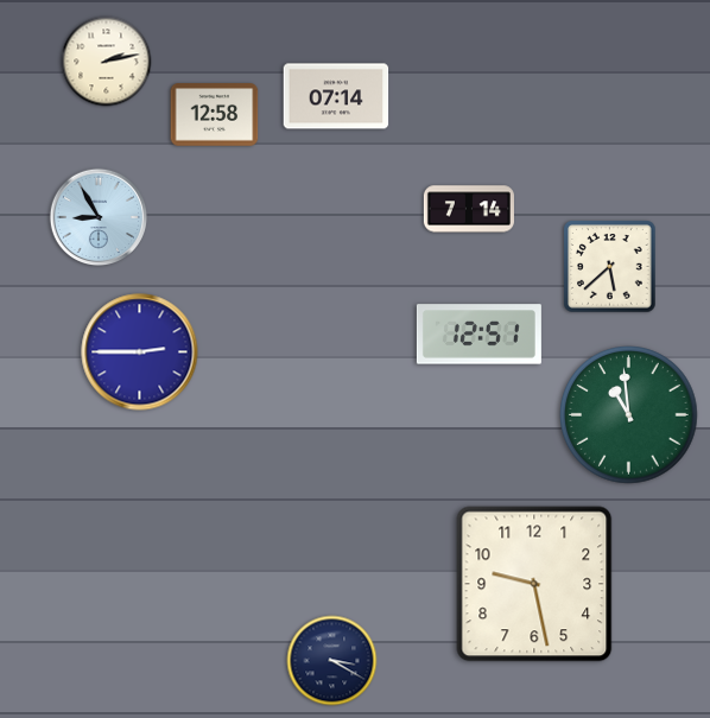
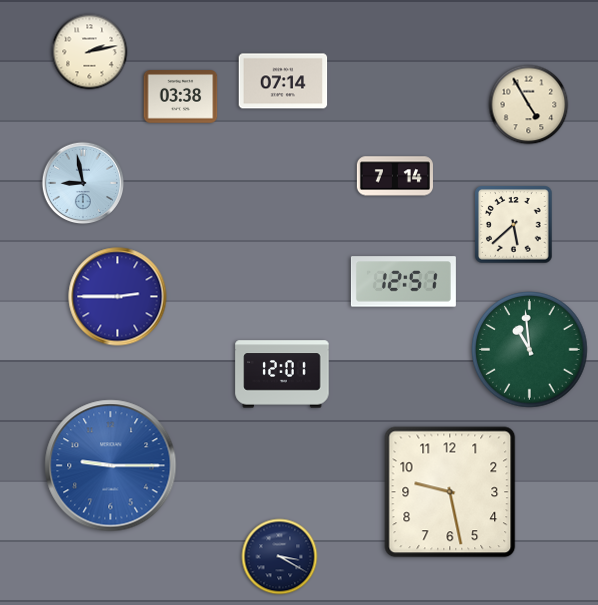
clock at (215, 115): 12:58 -> 03:38
clock at (529, 105): none -> 4:55
clock at (99, 217): 8:55 -> 8:58
clock at (282, 374): none -> 12:01
clock at (111, 466): none -> 9:15
